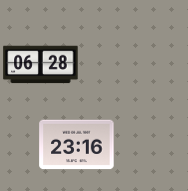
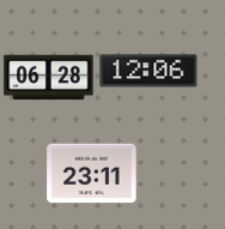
clock at (148, 71): none -> 12:06
clock at (77, 145): 23:16 -> 23:11
